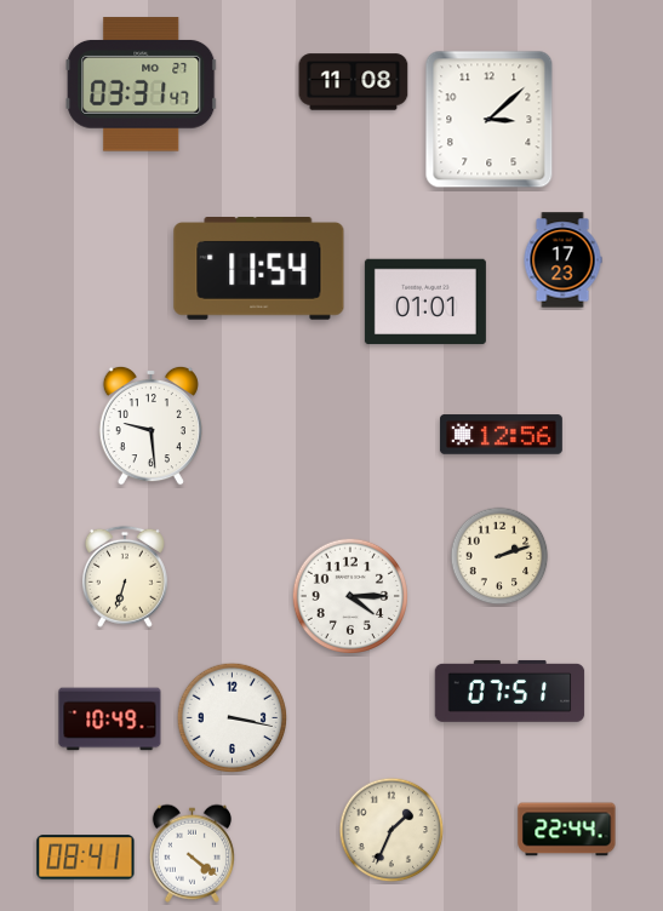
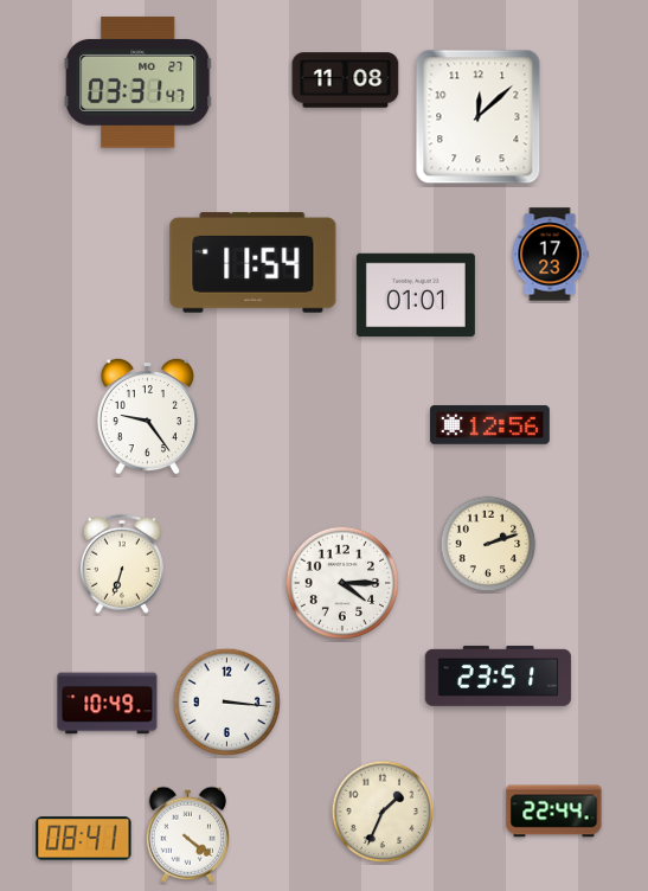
clock at (490, 120): 3:08 -> 12:08
clock at (150, 425): 9:29 -> 9:24
clock at (510, 692): 07:51 -> 23:51
clock at (233, 718): 3:17 -> 3:16
